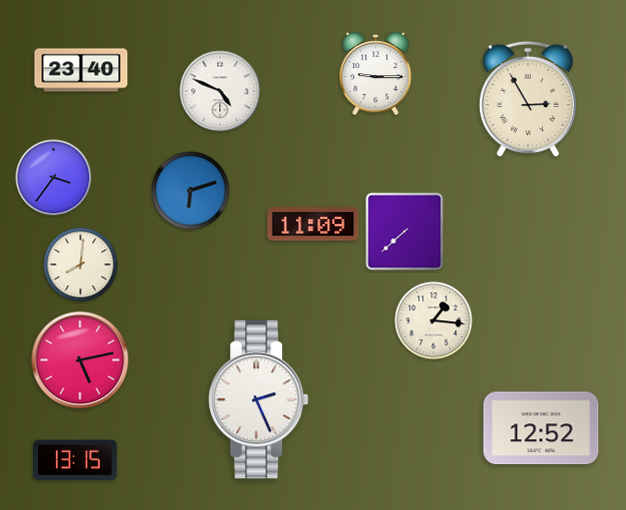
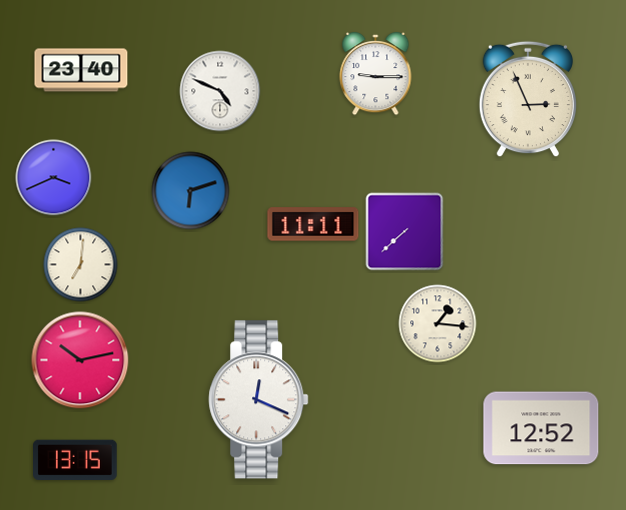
clock at (527, 99): 2:55 -> 2:56
clock at (54, 178): 3:36 -> 3:41
clock at (313, 224): 11:09 -> 11:11
clock at (81, 265): 8:01 -> 7:01
clock at (434, 321) position: (434, 321) -> (438, 324)
clock at (80, 360): 5:13 -> 10:13
clock at (259, 400): 2:26 -> 12:19
